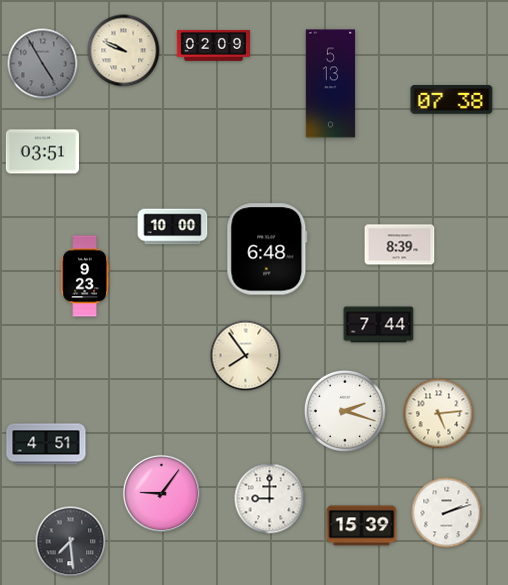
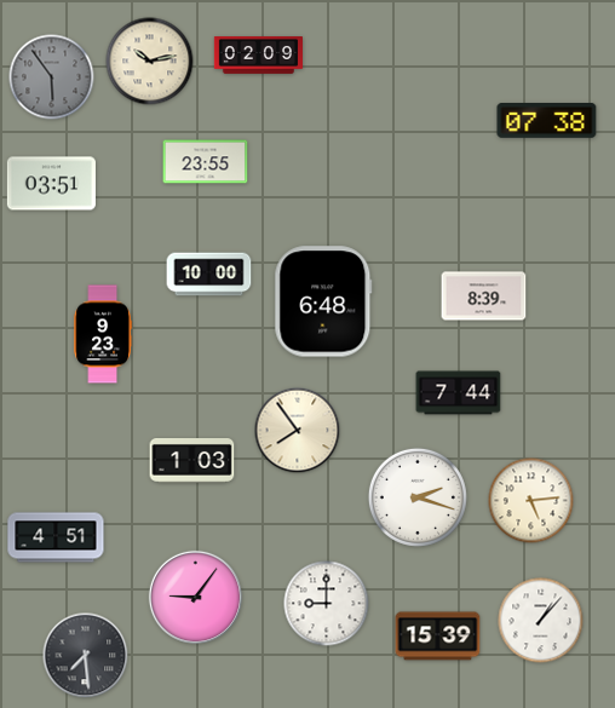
clock at (124, 51): 9:49 -> 10:13
clock at (43, 64): 4:55 -> 5:54
clock at (331, 84): 5:13 -> none
clock at (206, 162): none -> 23:55
clock at (192, 461): none -> 1:03
clock at (447, 513): 2:12 -> 1:07
